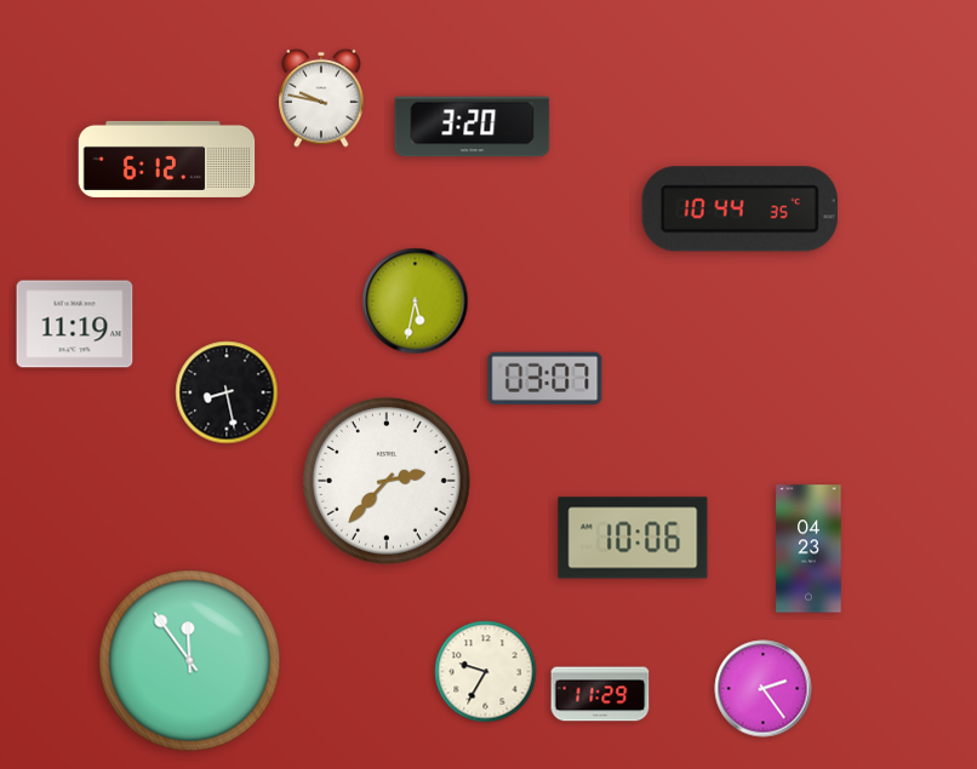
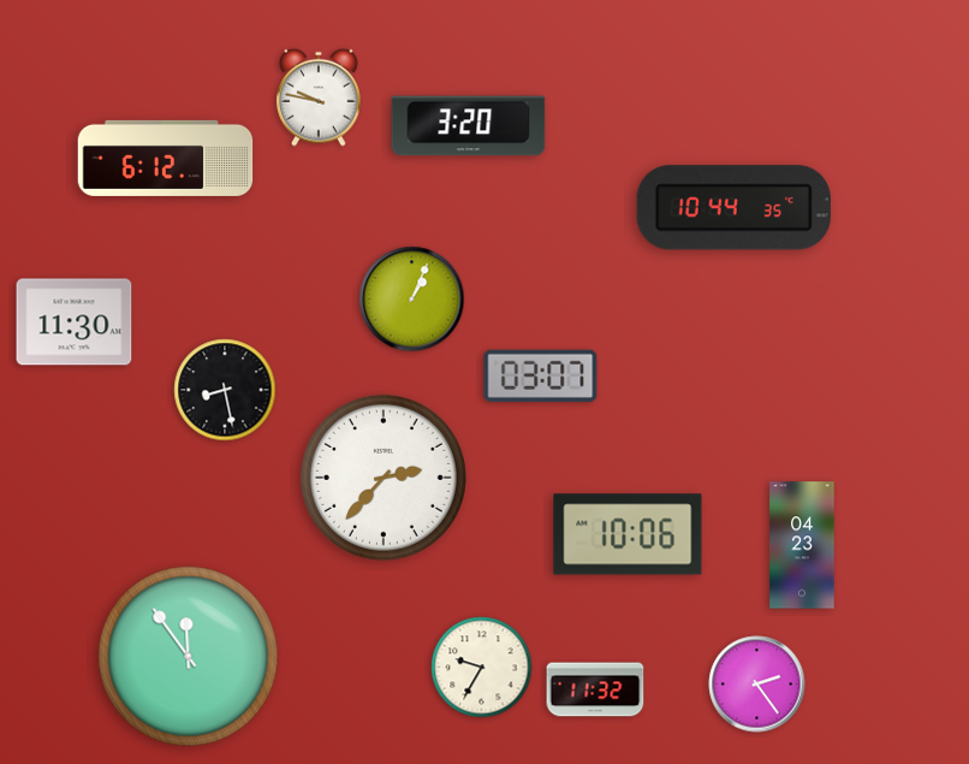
clock at (416, 302): 5:32 -> 1:04
clock at (75, 325): 11:19 -> 11:30
clock at (600, 694): 11:29 -> 11:32
